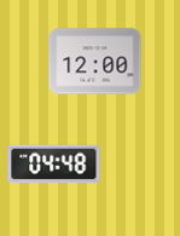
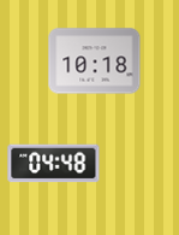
clock at (95, 62): 12:00 -> 10:18
